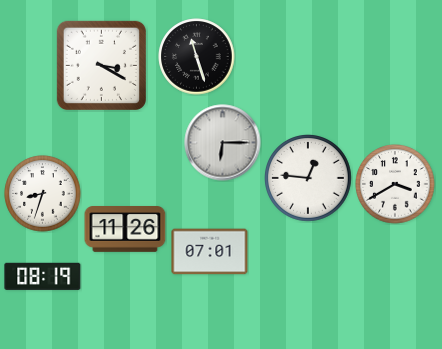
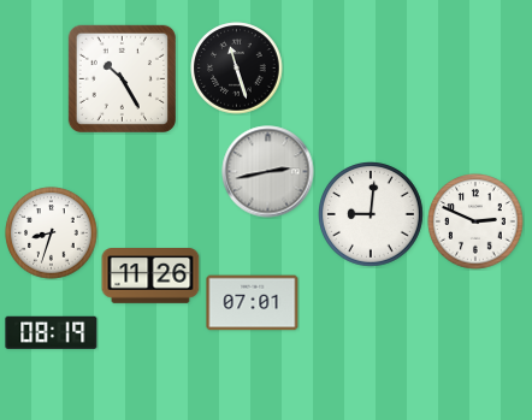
clock at (101, 65): 3:20 -> 10:25
clock at (223, 143): 6:15 -> 2:43
clock at (309, 179): 12:46 -> 9:01
clock at (395, 184): 3:40 -> 2:49
